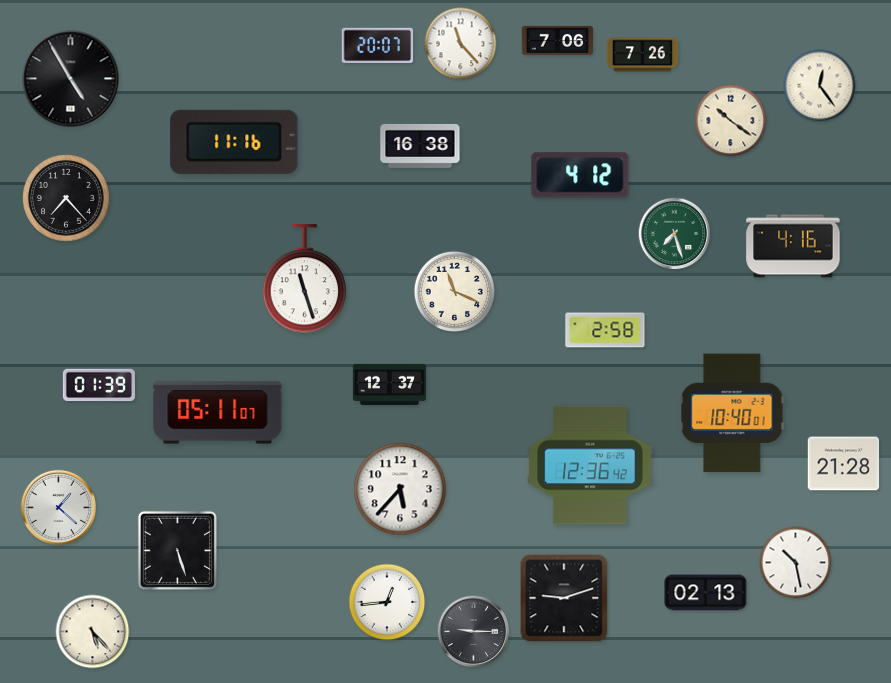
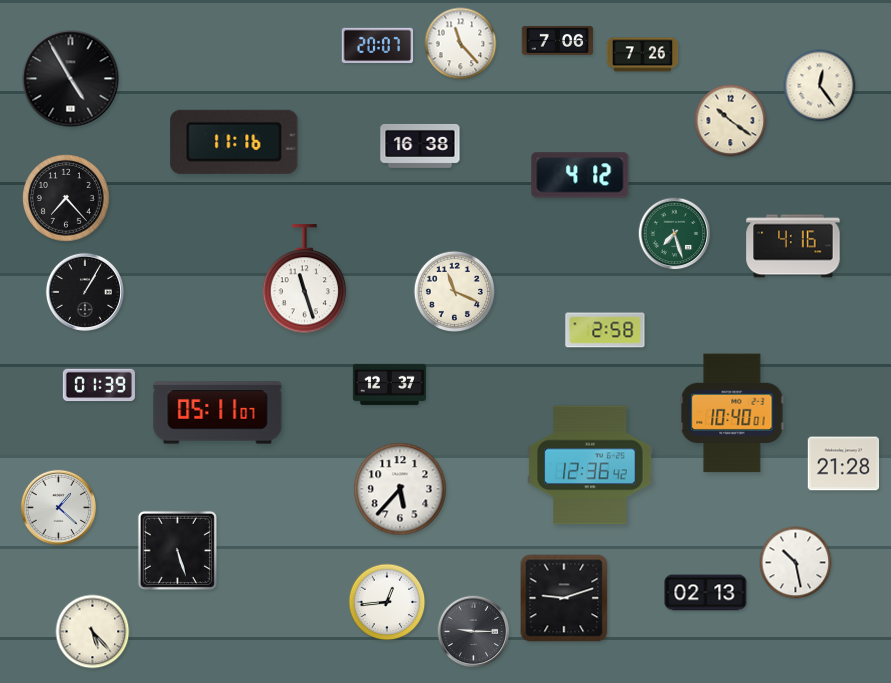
clock at (85, 292): none -> 1:05
